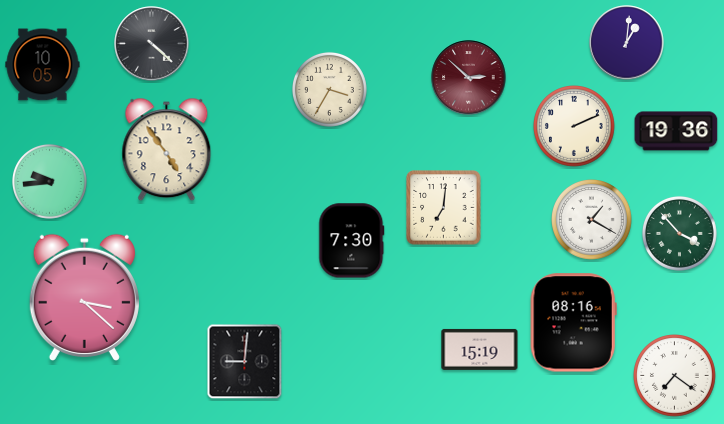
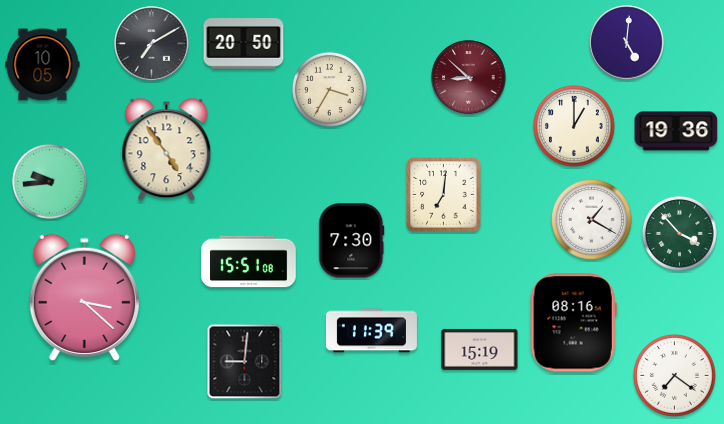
clock at (627, 43): 1:01 -> 5:01
clock at (152, 44): 4:22 -> 7:10
clock at (244, 44): none -> 20:50
clock at (469, 78): 2:52 -> 8:52
clock at (575, 127): 2:11 -> 1:00
clock at (444, 208) position: (444, 208) -> (444, 195)
clock at (249, 262): none -> 15:51
clock at (371, 331): none -> 11:39
